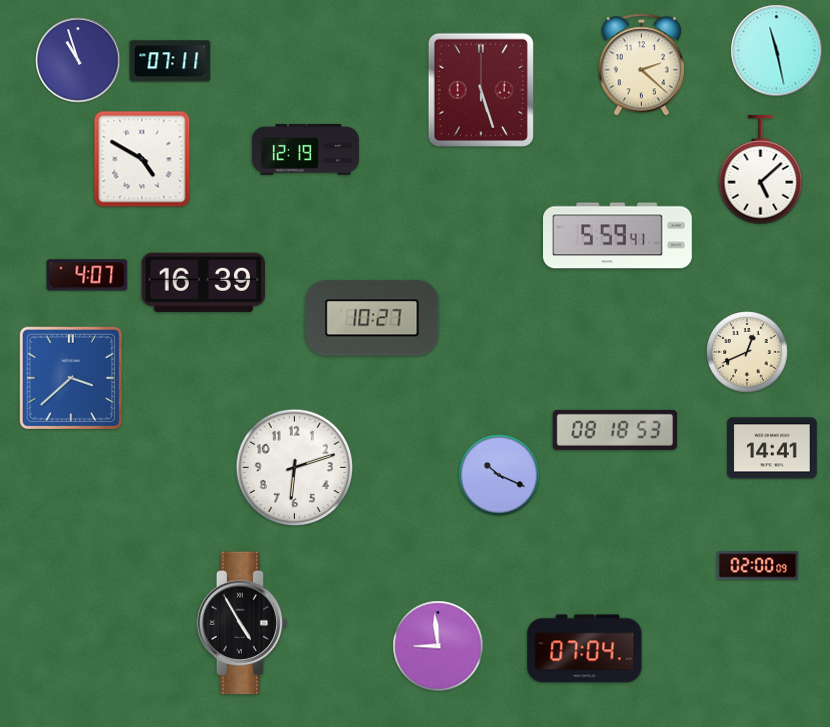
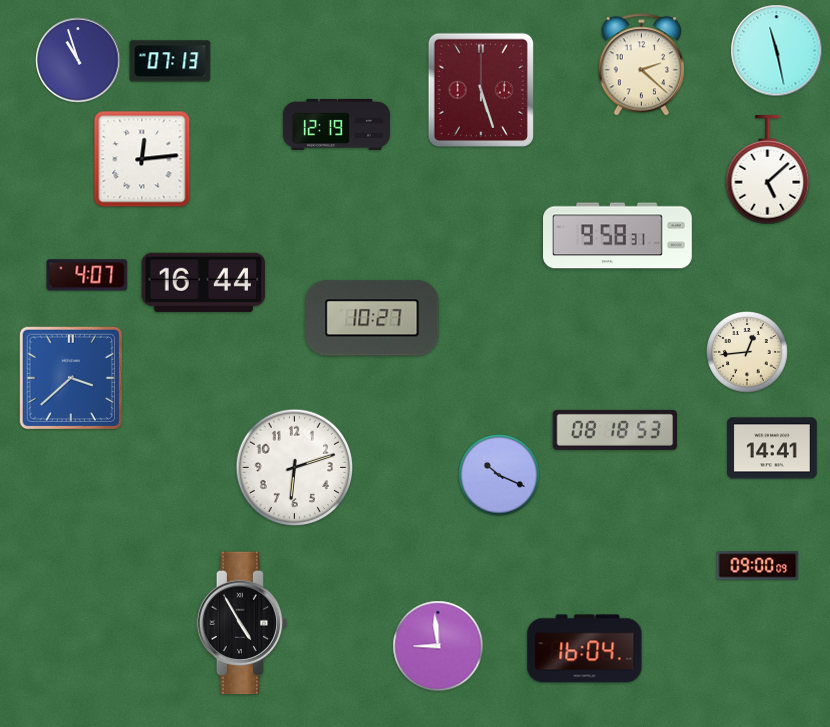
clock at (170, 61): 07:11 -> 07:13
clock at (305, 149) position: (305, 149) -> (336, 124)
clock at (142, 159): 4:50 -> 12:14
clock at (761, 170) position: (761, 170) -> (768, 170)
clock at (618, 236): 5:59 -> 9:58
clock at (204, 282): 16:39 -> 16:44
clock at (747, 352): 12:41 -> 12:44
clock at (758, 566): 02:00 -> 09:00
clock at (585, 649): 07:04 -> 16:04
